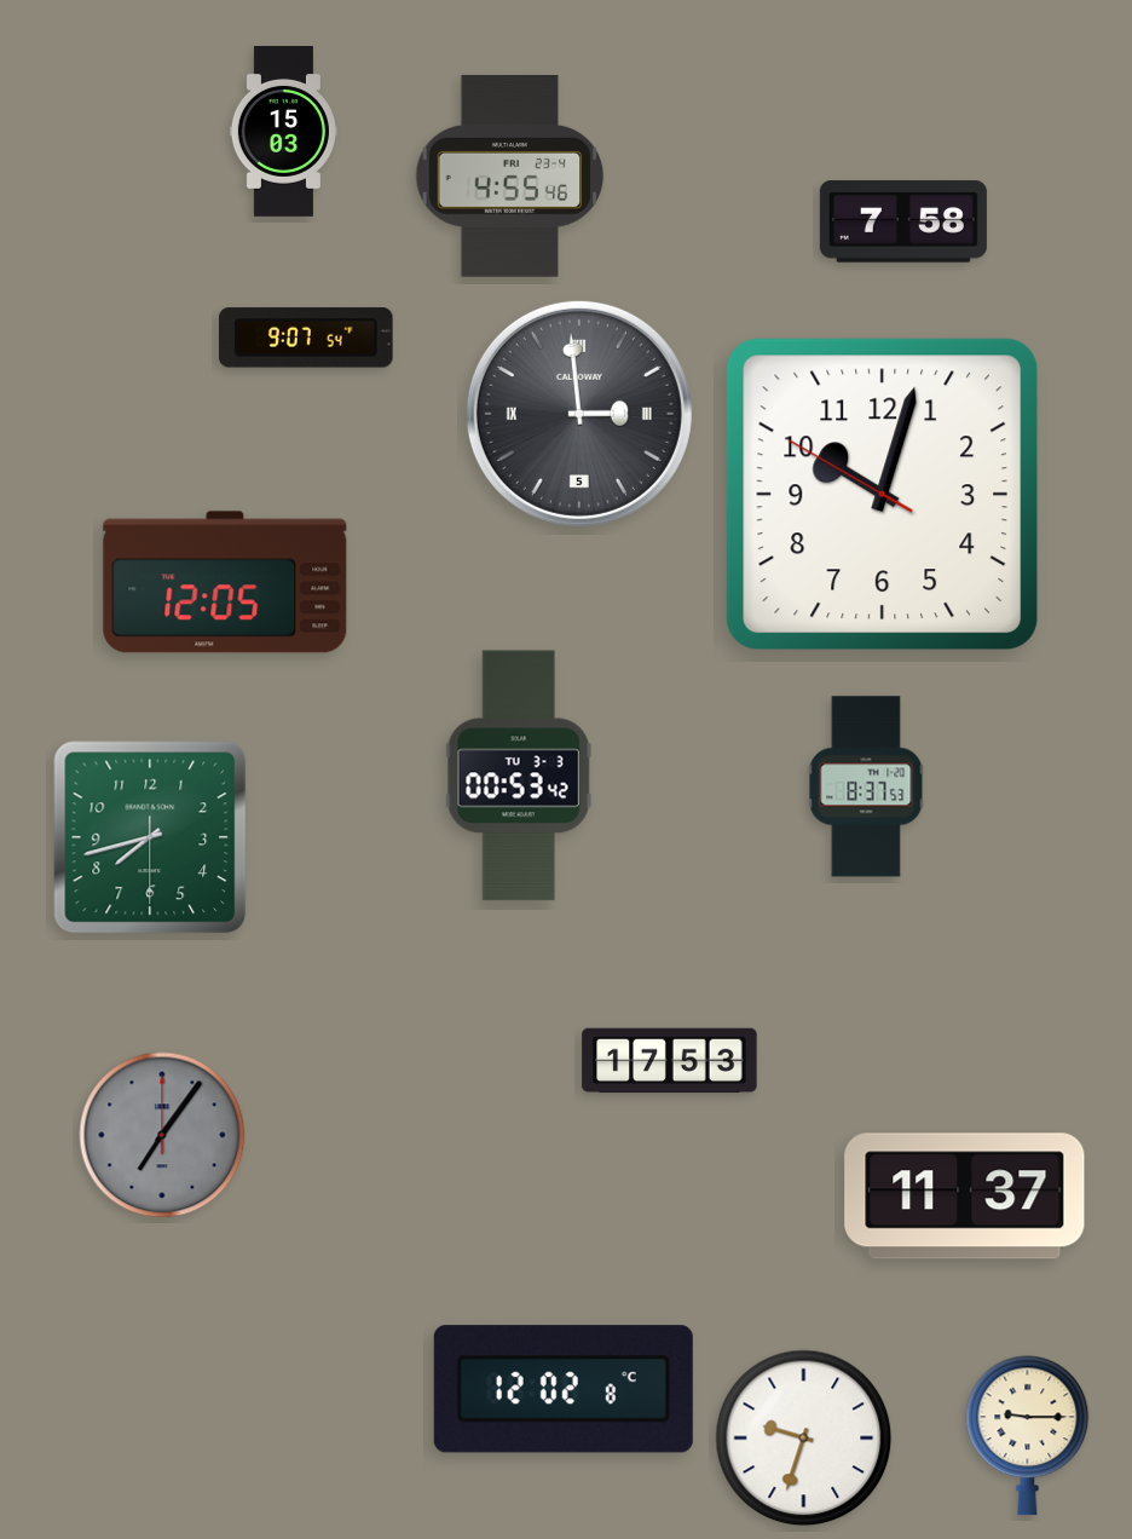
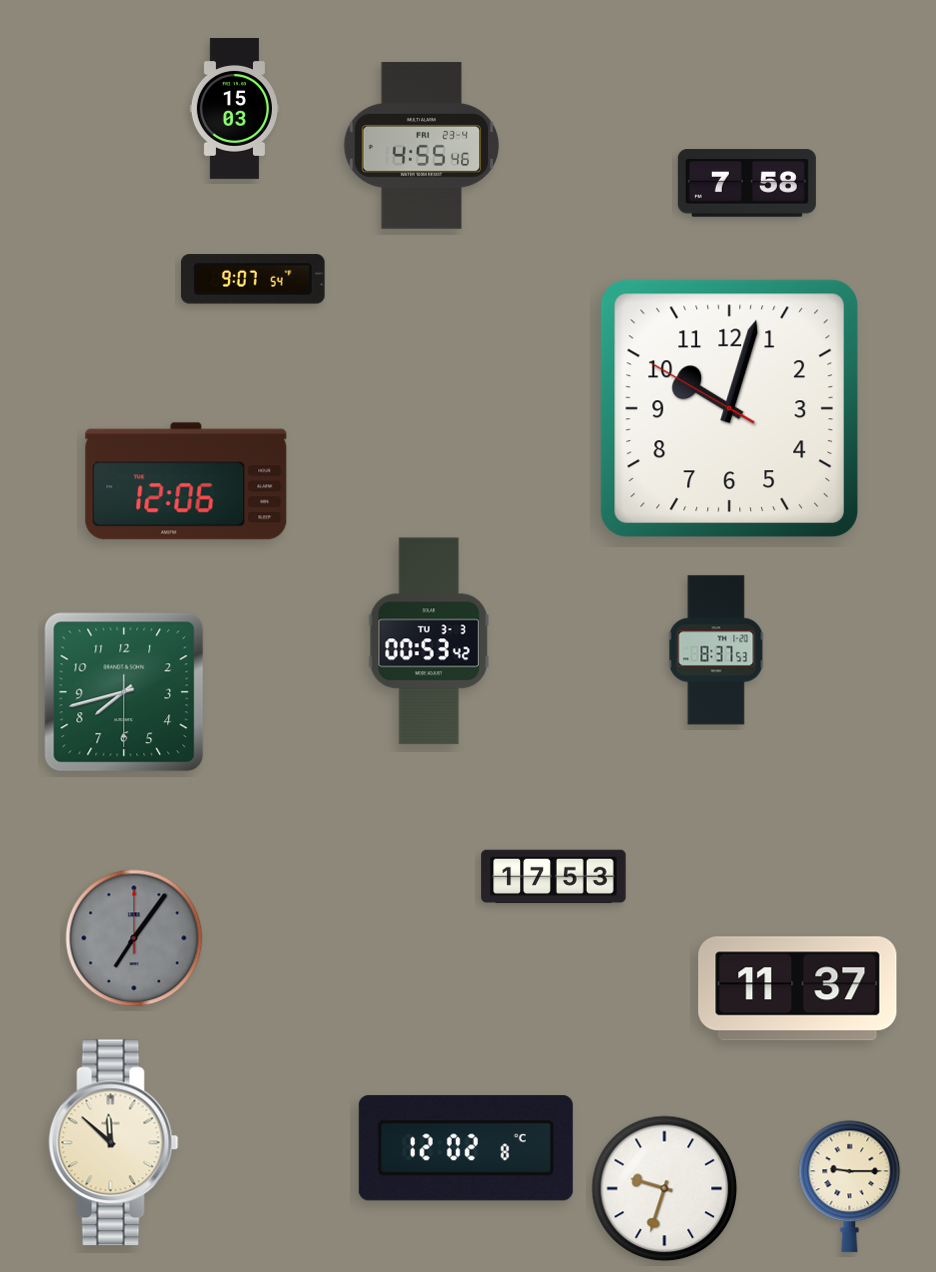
clock at (579, 414): 2:59 -> none
clock at (225, 582): 12:05 -> 12:06
clock at (114, 1143): none -> 11:52
